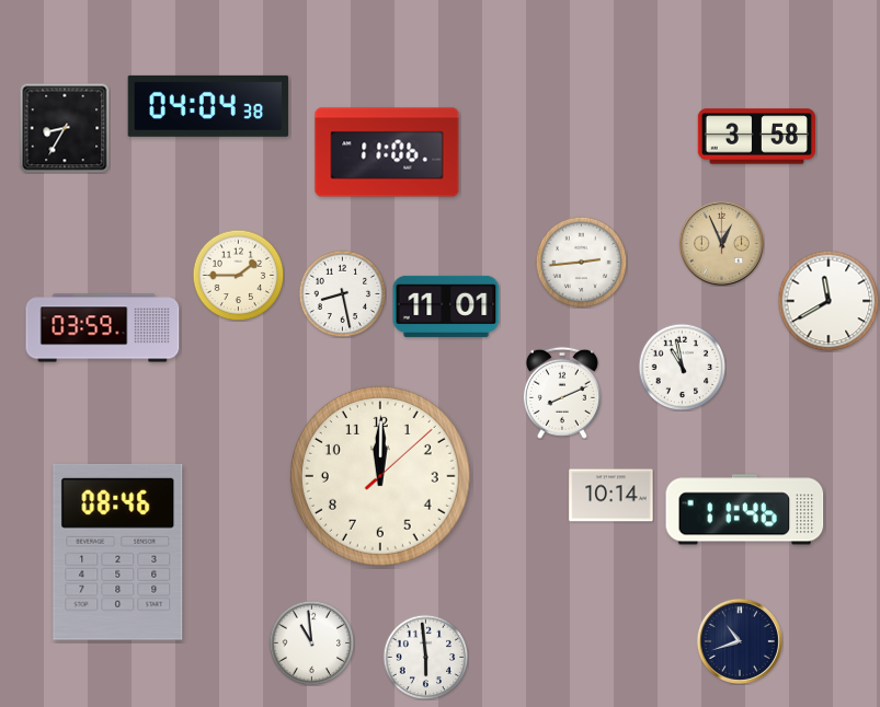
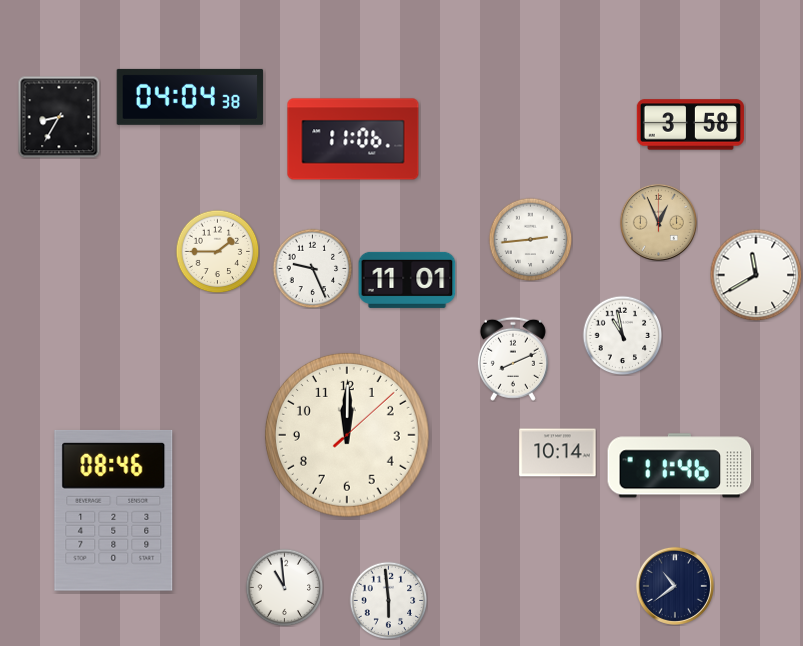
clock at (342, 293): 8:28 -> 9:26
clock at (103, 328): 03:59 -> none
clock at (118, 552) position: (118, 552) -> (114, 510)
clock at (740, 641): 10:42 -> 10:39
